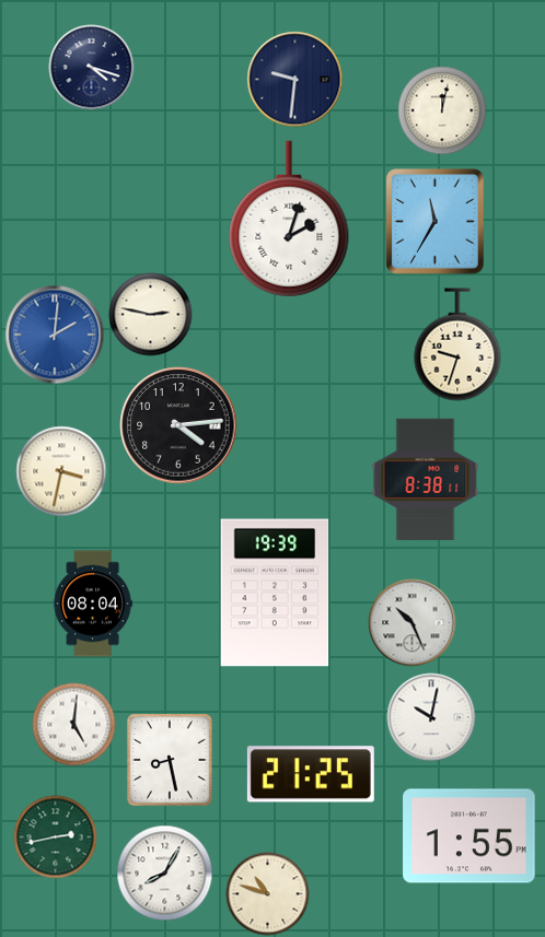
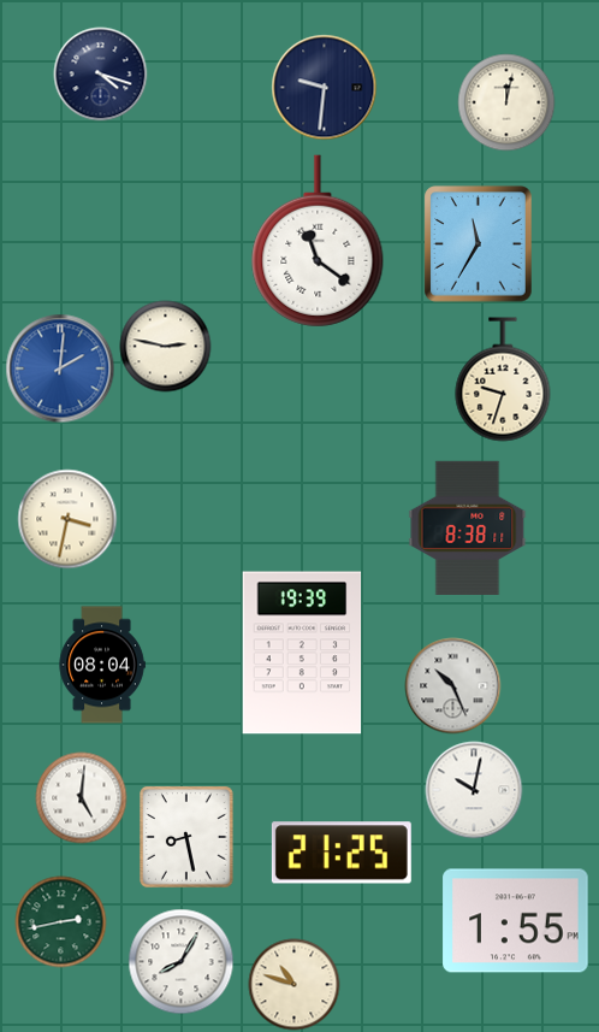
clock at (442, 110) position: (442, 110) -> (506, 102)
clock at (289, 219): 2:03 -> 11:21
clock at (178, 425): 4:14 -> none
